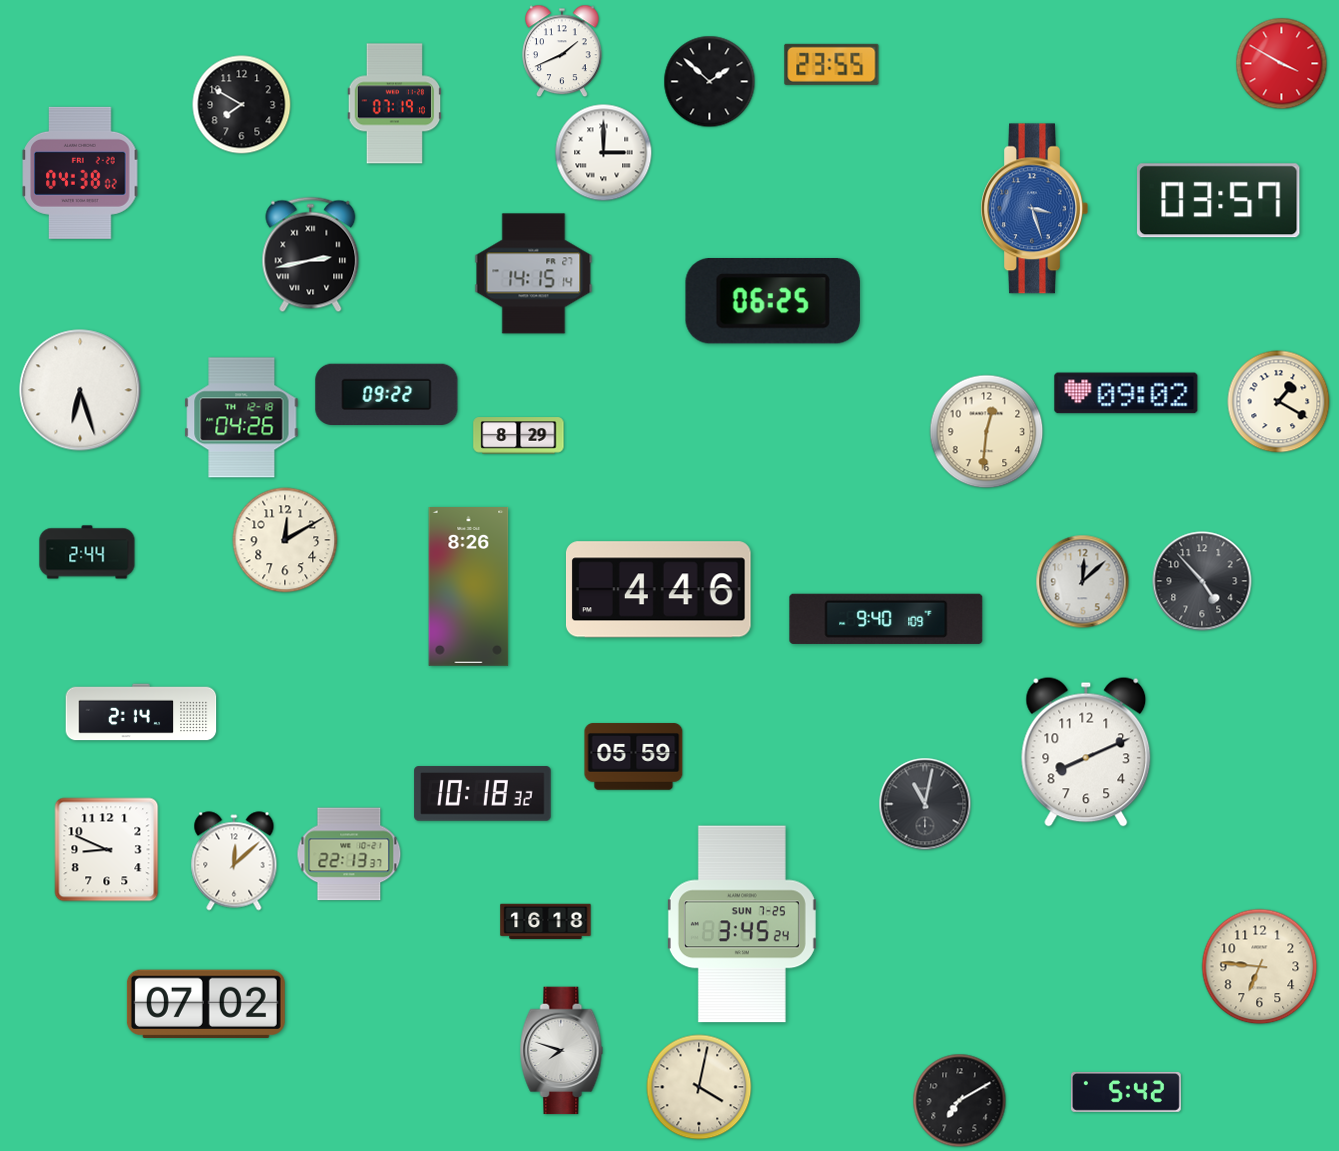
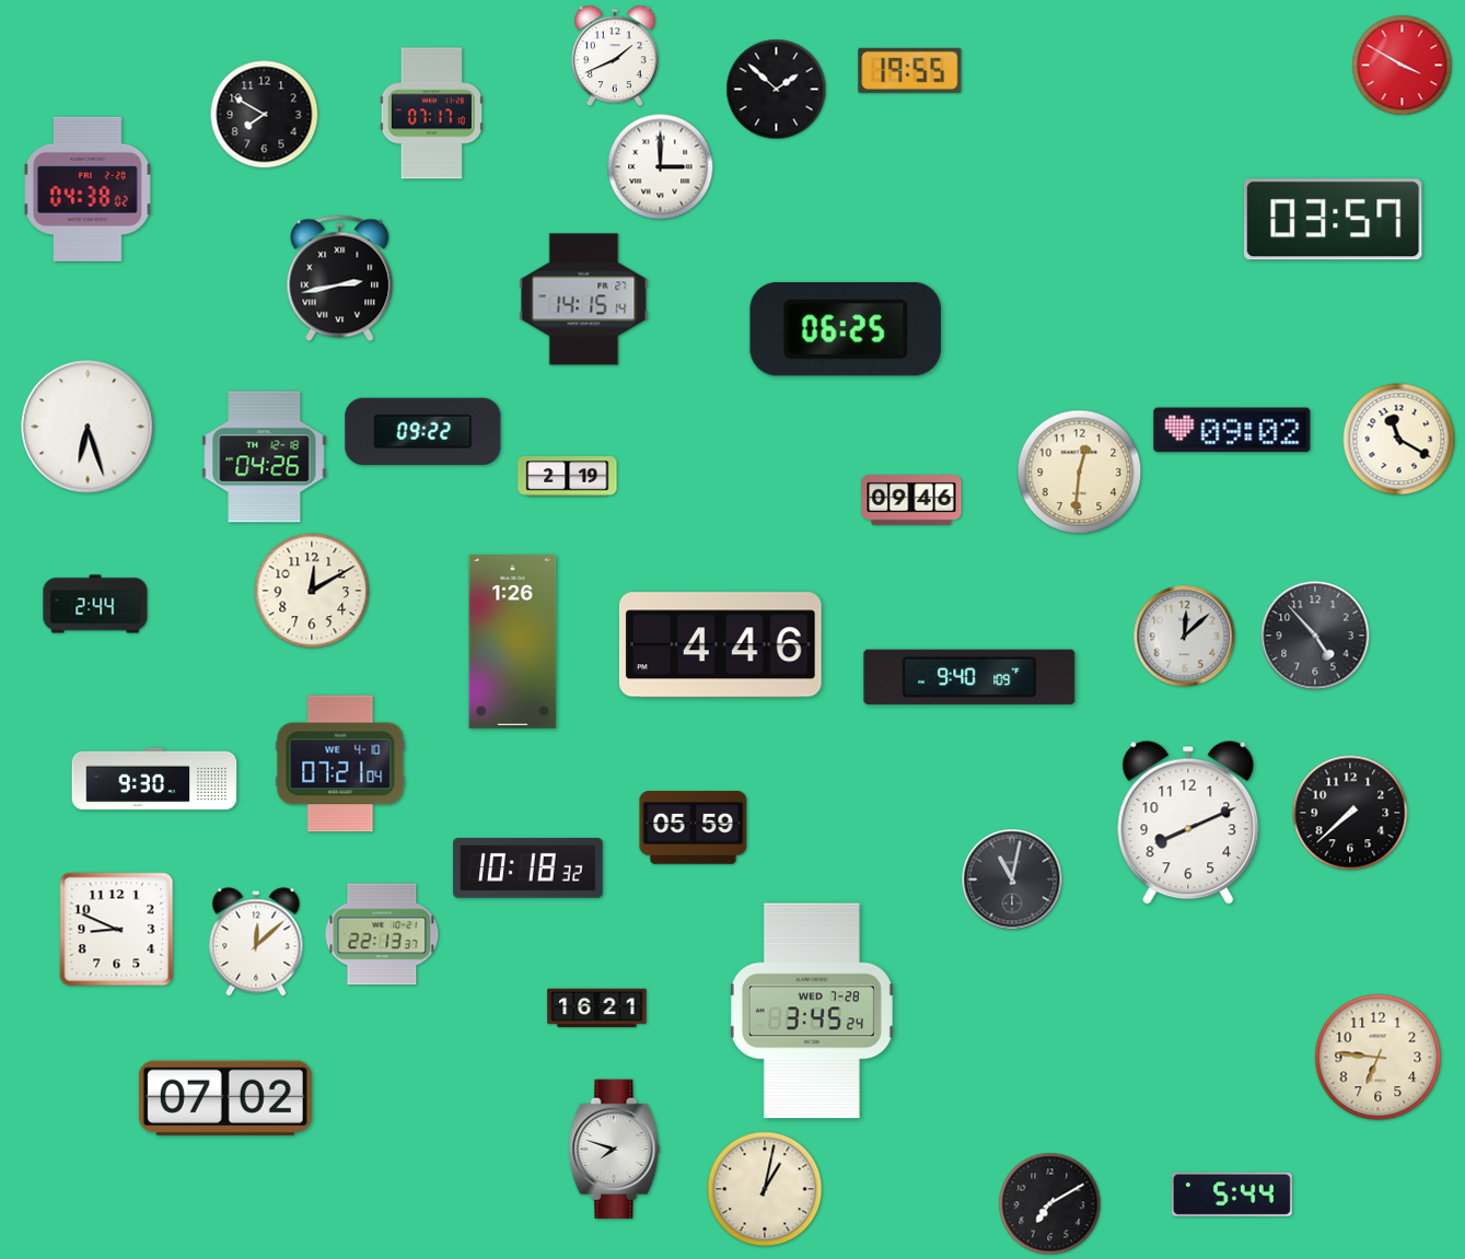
clock at (832, 64): 23:55 -> 19:55
clock at (1282, 64) position: (1282, 64) -> (1403, 66)
clock at (395, 104): 07:19 -> 07:17
clock at (1034, 209): 3:27 -> none
clock at (1279, 402): 1:20 -> 11:20
clock at (519, 436): 8:29 -> 2:19
clock at (911, 501): none -> 09:46
clock at (469, 587): 8:26 -> 1:26
clock at (340, 763): none -> 07:21
clock at (141, 712): 2:14 -> 9:30
clock at (1350, 813): none -> 7:38
clock at (546, 922): 16:18 -> 16:21
clock at (742, 924) date: SUN 7-25 -> WED 7-28
clock at (699, 1087): 4:02 -> 1:02
clock at (1126, 1092): 5:42 -> 5:44
